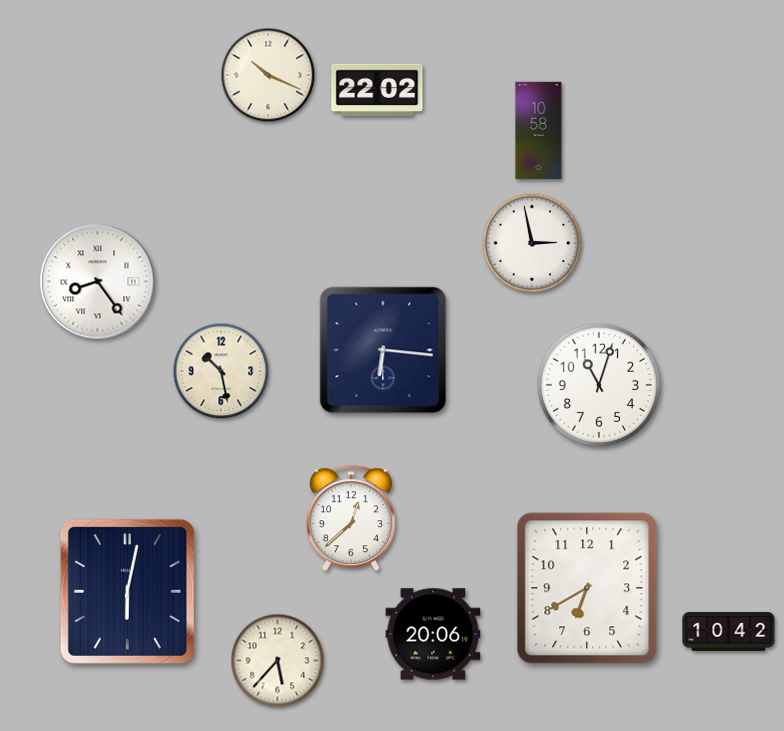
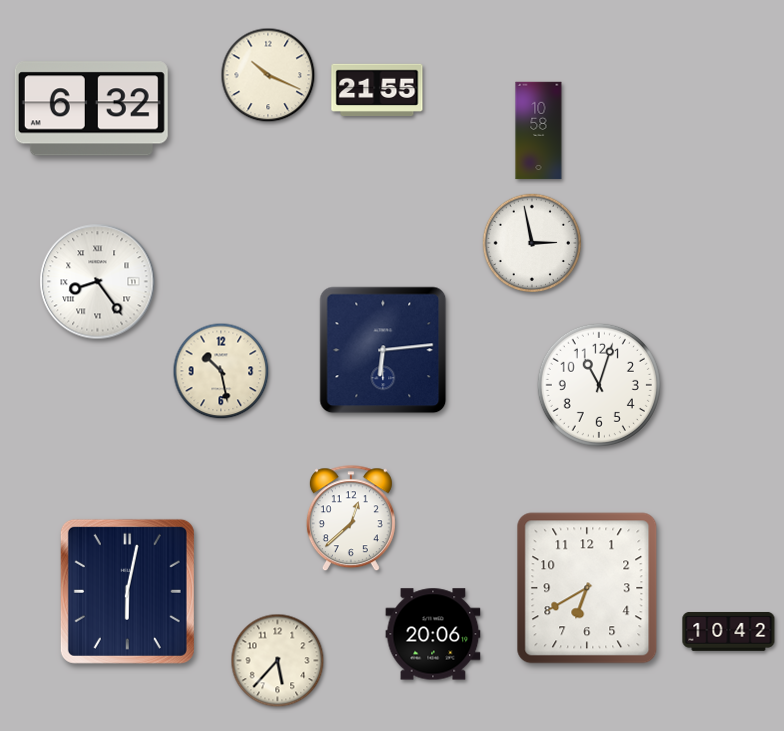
clock at (377, 89): 22:02 -> 21:55
clock at (91, 109): none -> 6:32
clock at (383, 350): 6:16 -> 6:14
